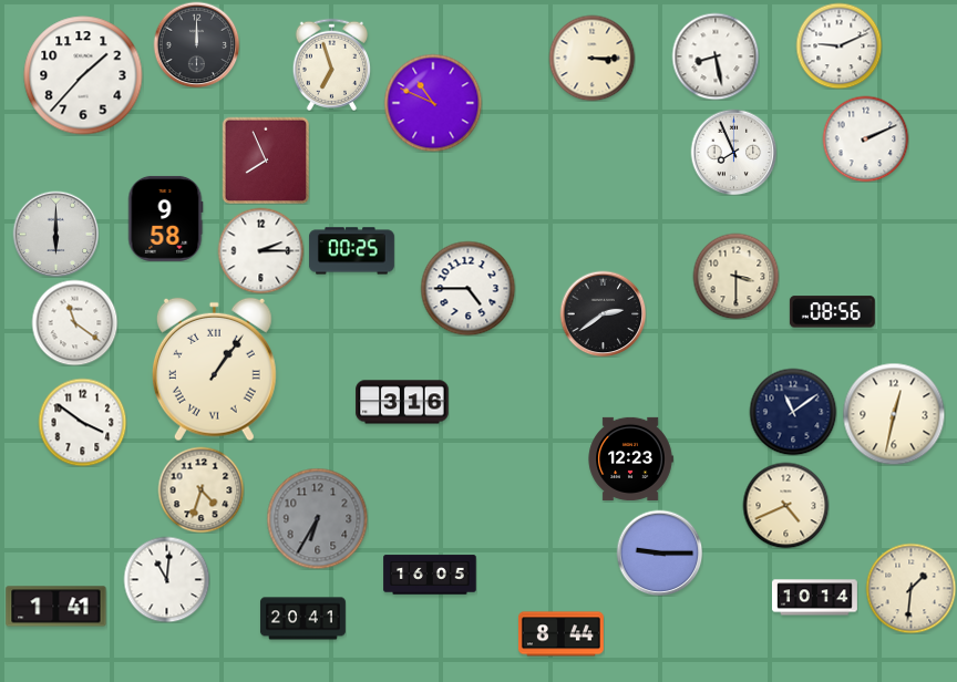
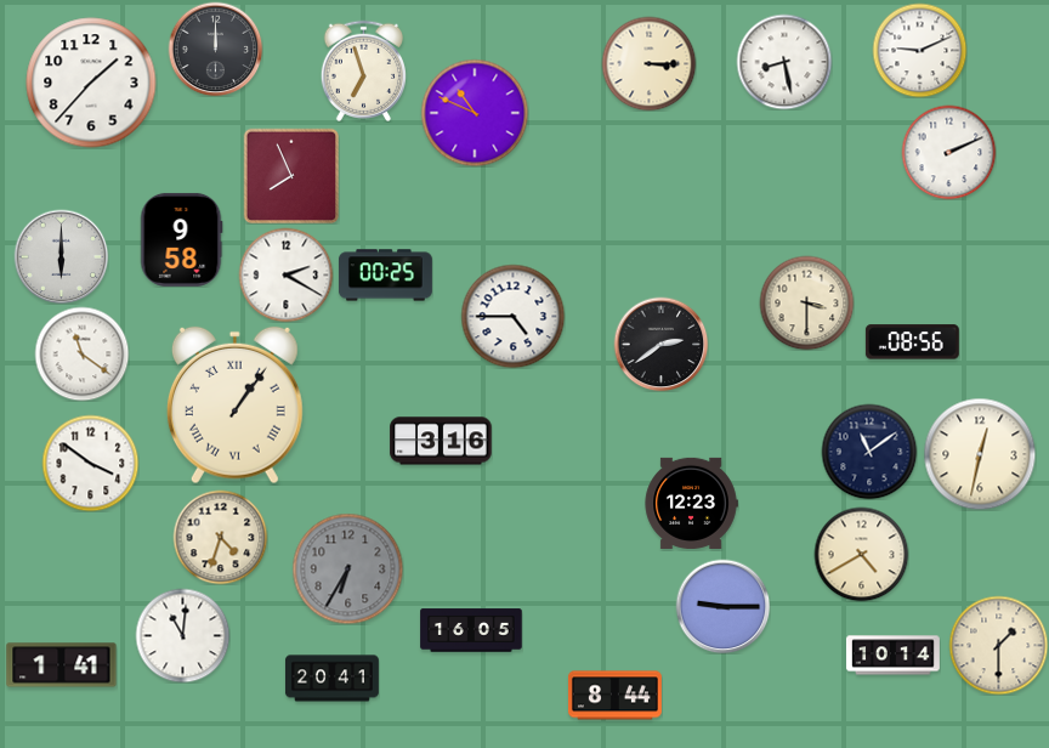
clock at (733, 152): 7:56 -> none
clock at (260, 250): 2:15 -> 2:20
clock at (785, 505): 4:41 -> 4:40
clock at (910, 588): 1:31 -> 1:30
